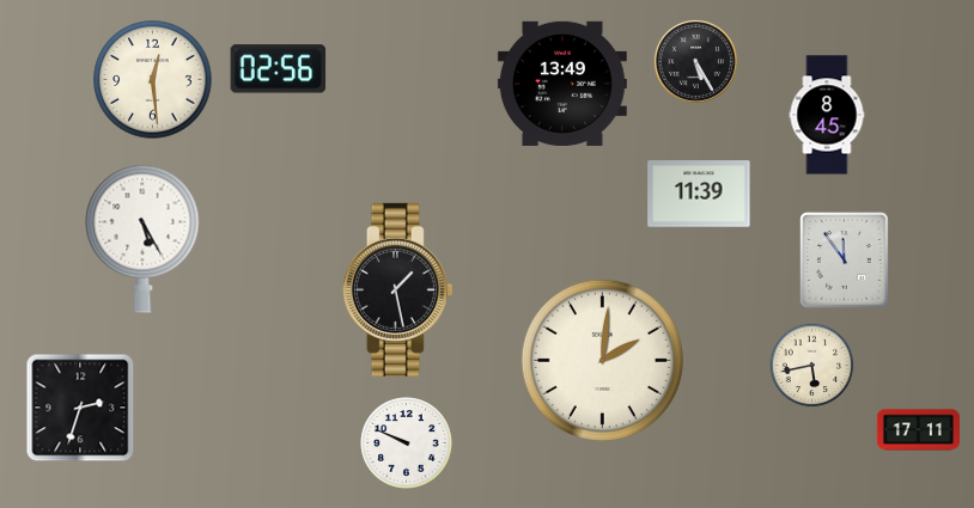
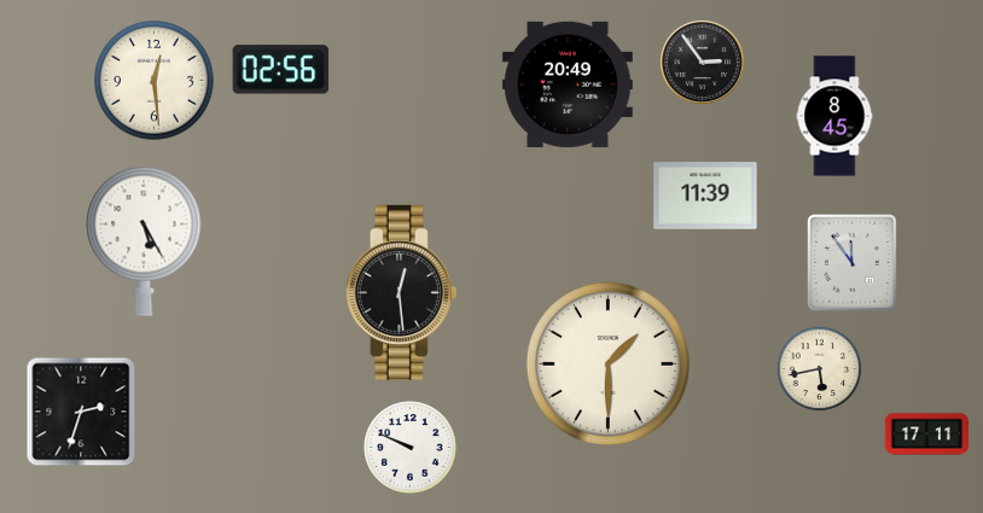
clock at (695, 61): 5:25 -> 2:54
clock at (562, 84): 13:49 -> 20:49
clock at (397, 289): 1:28 -> 12:29
clock at (602, 360): 2:01 -> 1:30
